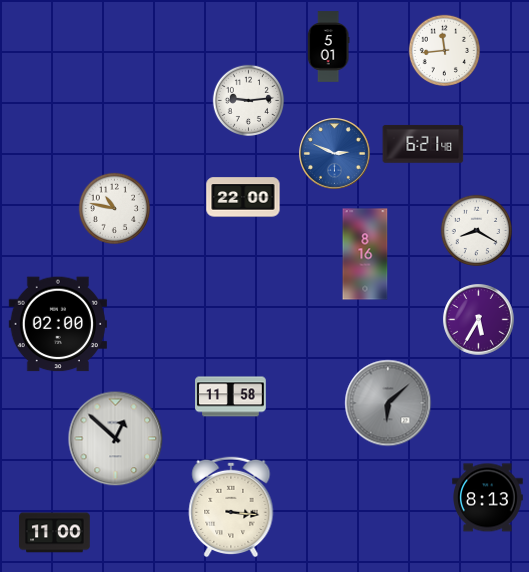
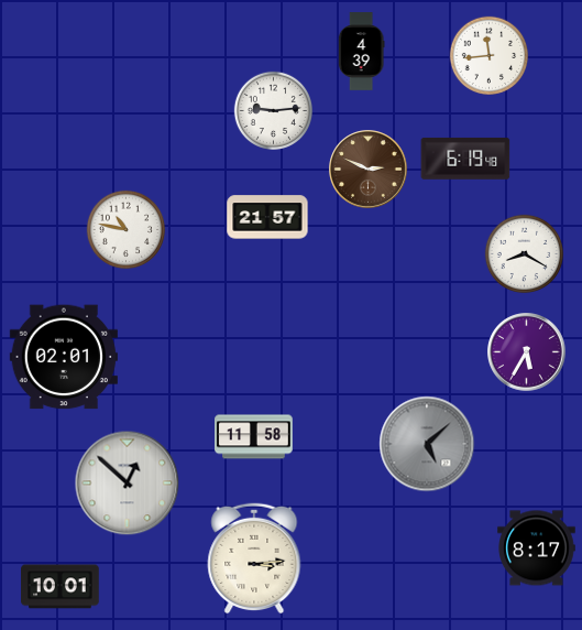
clock at (328, 47): 5:01 -> 4:39
clock at (423, 144): 6:21 -> 6:19
clock at (335, 154) dial: blue -> brown
clock at (243, 197): 22:00 -> 21:57
clock at (365, 254): 8:16 -> none
clock at (57, 324): 02:00 -> 02:01
clock at (388, 403): 6:08 -> 5:08
clock at (488, 498): 8:13 -> 8:17
clock at (231, 507): 3:16 -> 3:14
clock at (55, 533): 11:00 -> 10:01
